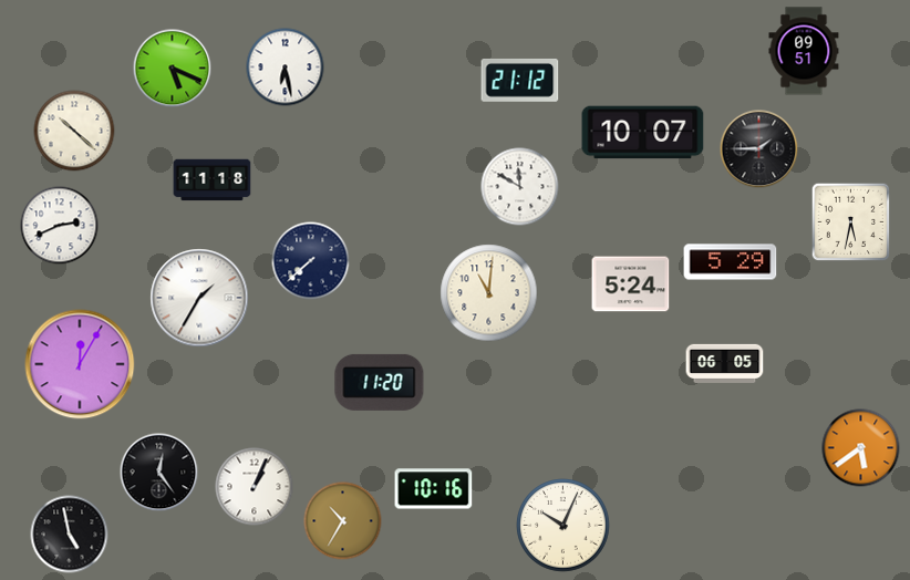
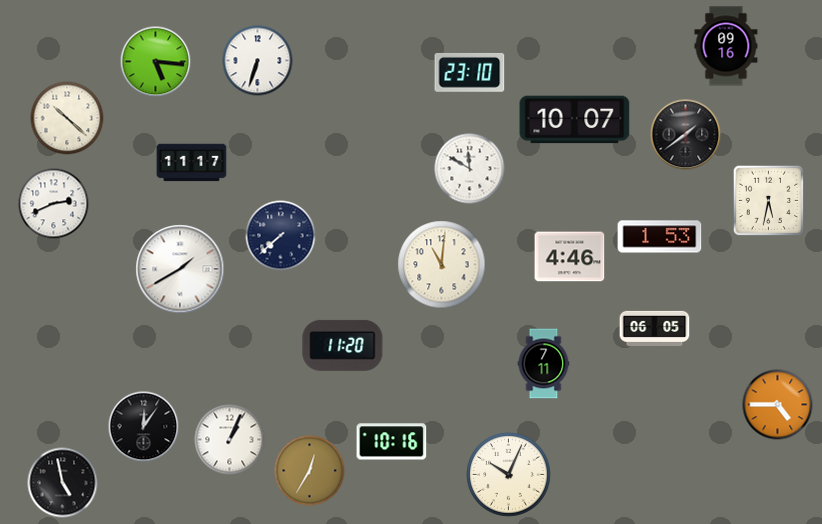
clock at (804, 51): 09:51 -> 09:16
clock at (286, 68): 6:28 -> 6:33
clock at (173, 69): 5:19 -> 5:16
clock at (520, 80): 21:12 -> 23:10
clock at (643, 133) position: (643, 133) -> (575, 120)
clock at (759, 149): 1:45 -> 1:39
clock at (213, 180): 11:18 -> 11:17
clock at (731, 262): 5:29 -> 1:53
clock at (631, 284): 5:24 -> 4:46
clock at (199, 298): 1:35 -> 1:40
clock at (80, 364): 12:05 -> none
clock at (544, 364): none -> 7:11
clock at (861, 448): 5:39 -> 4:45
clock at (159, 473): 12:24 -> 12:06
clock at (343, 521): 10:35 -> 12:35
